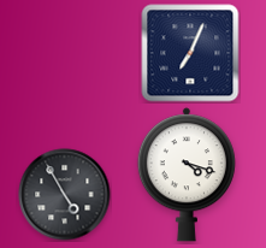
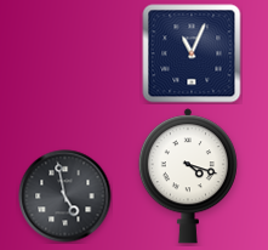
clock at (190, 53): 7:04 -> 11:04
clock at (65, 195): 4:55 -> 4:58
